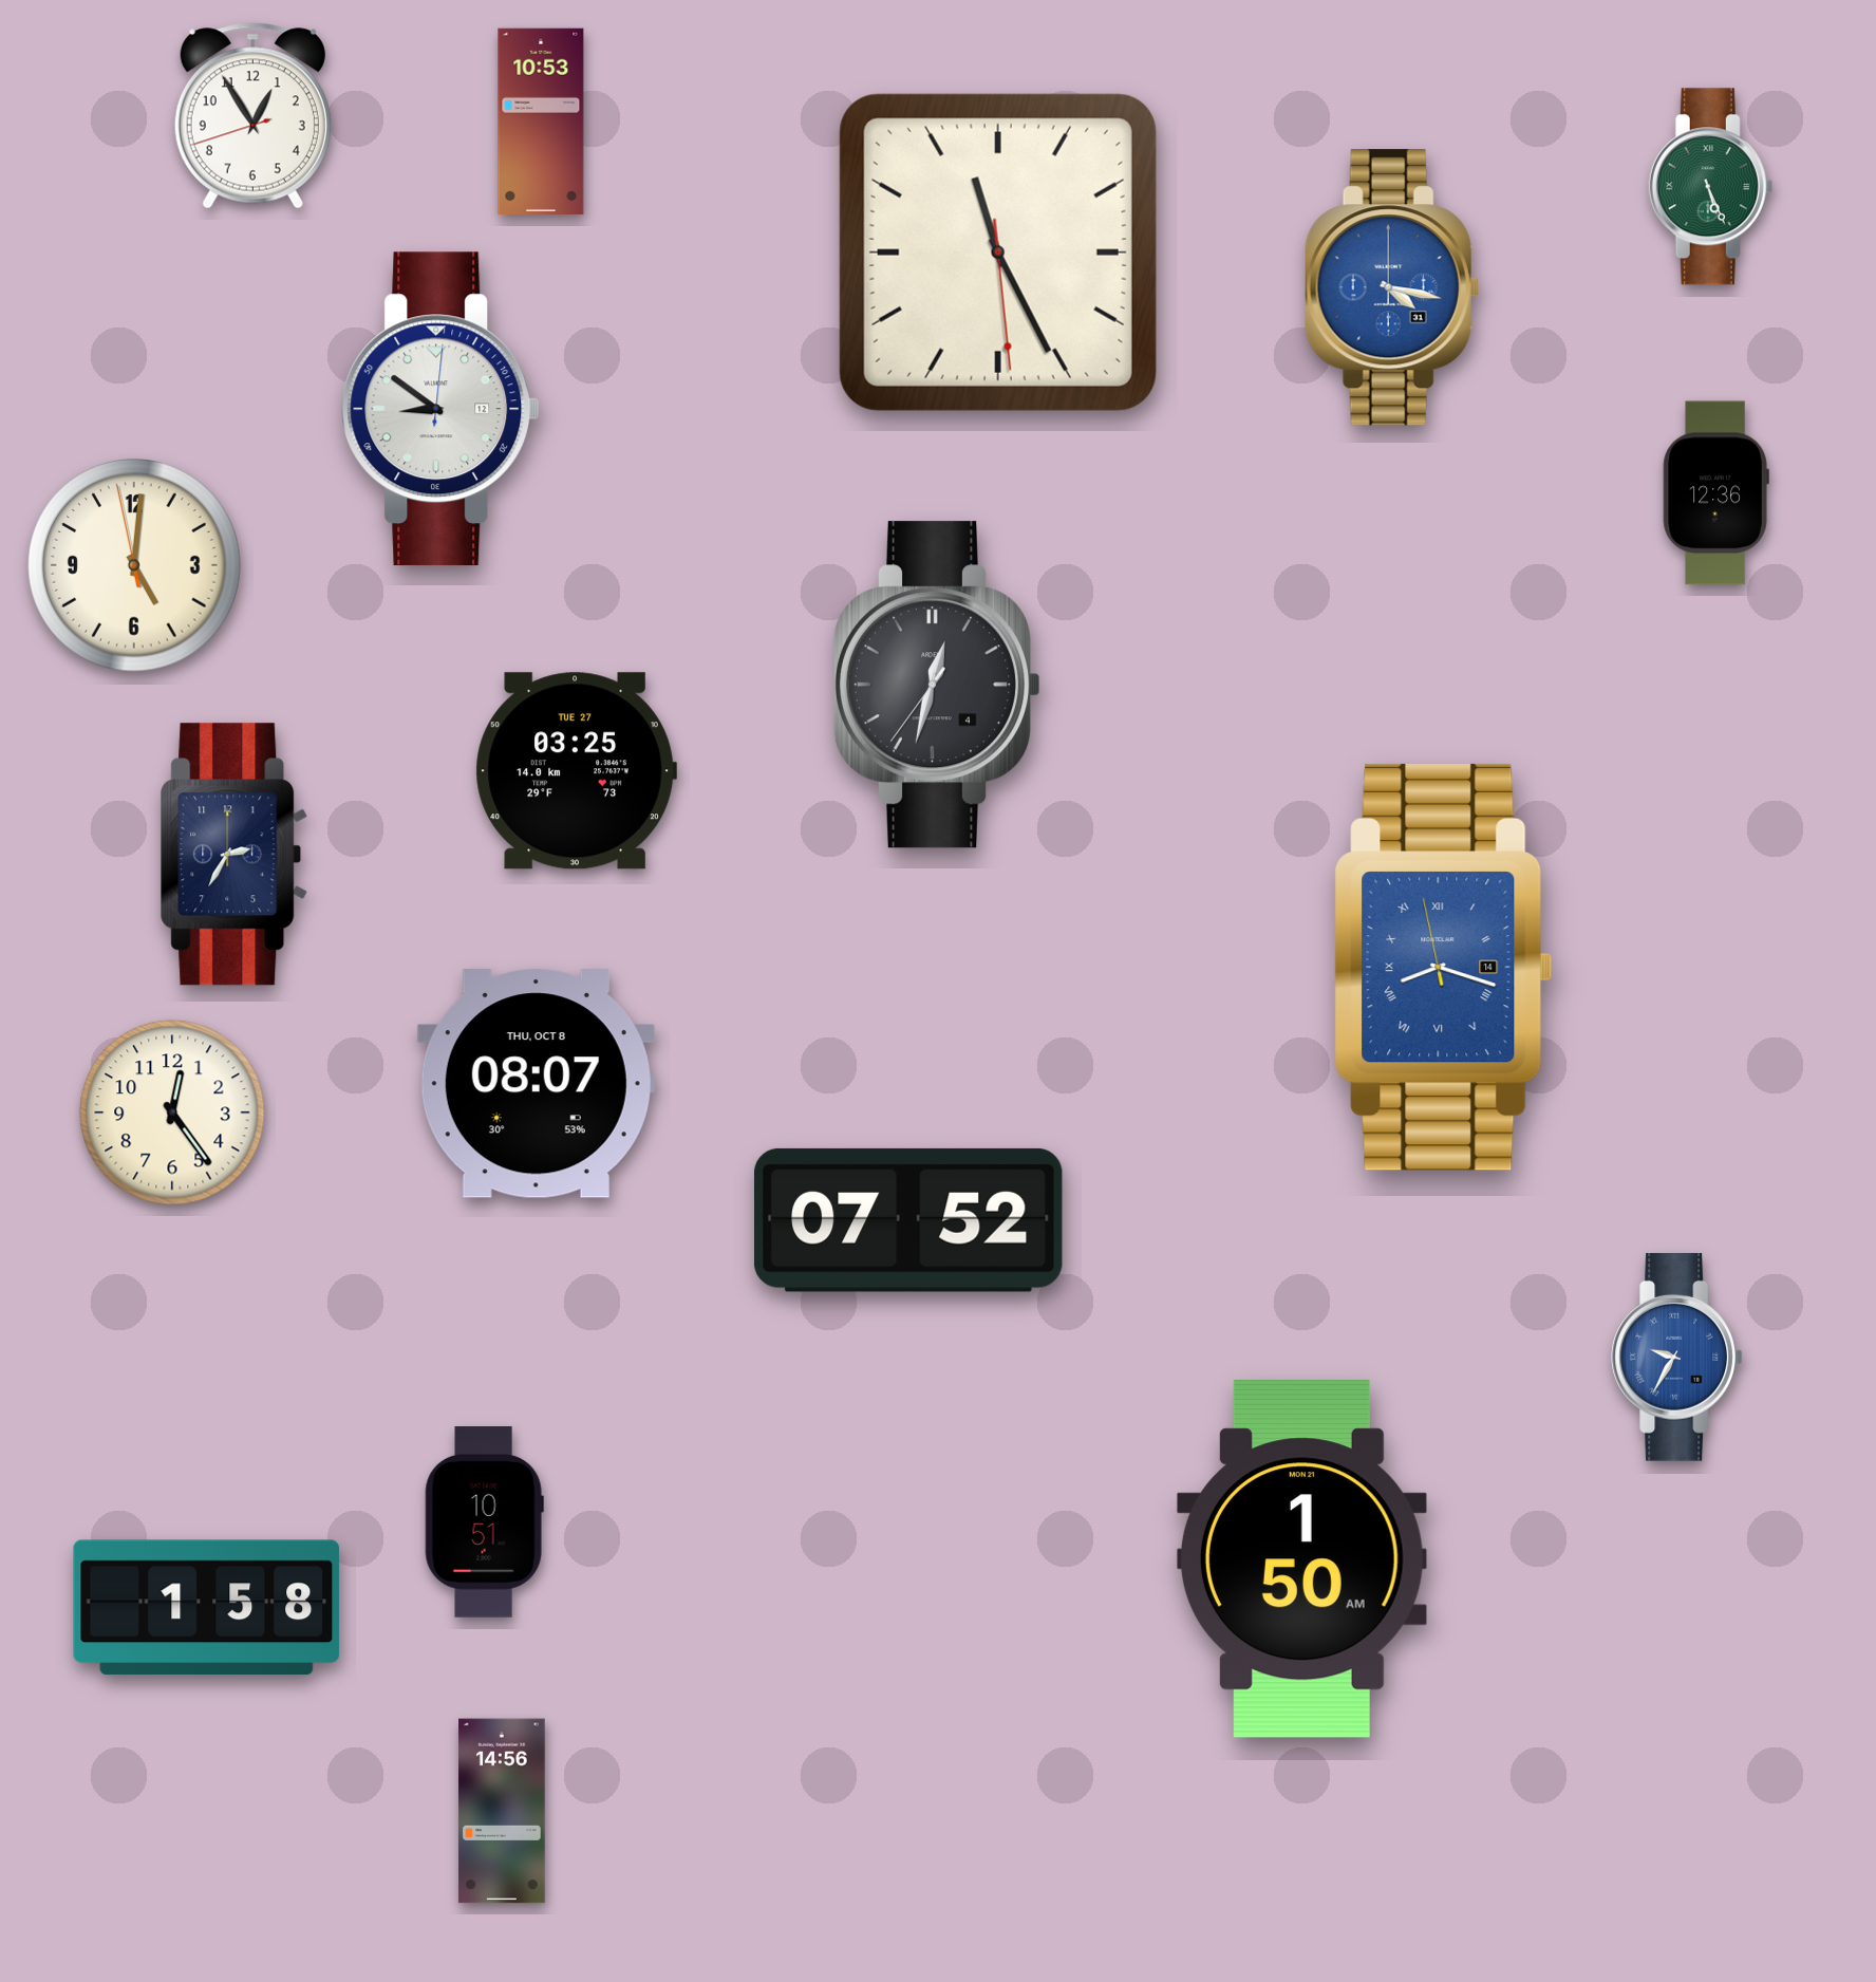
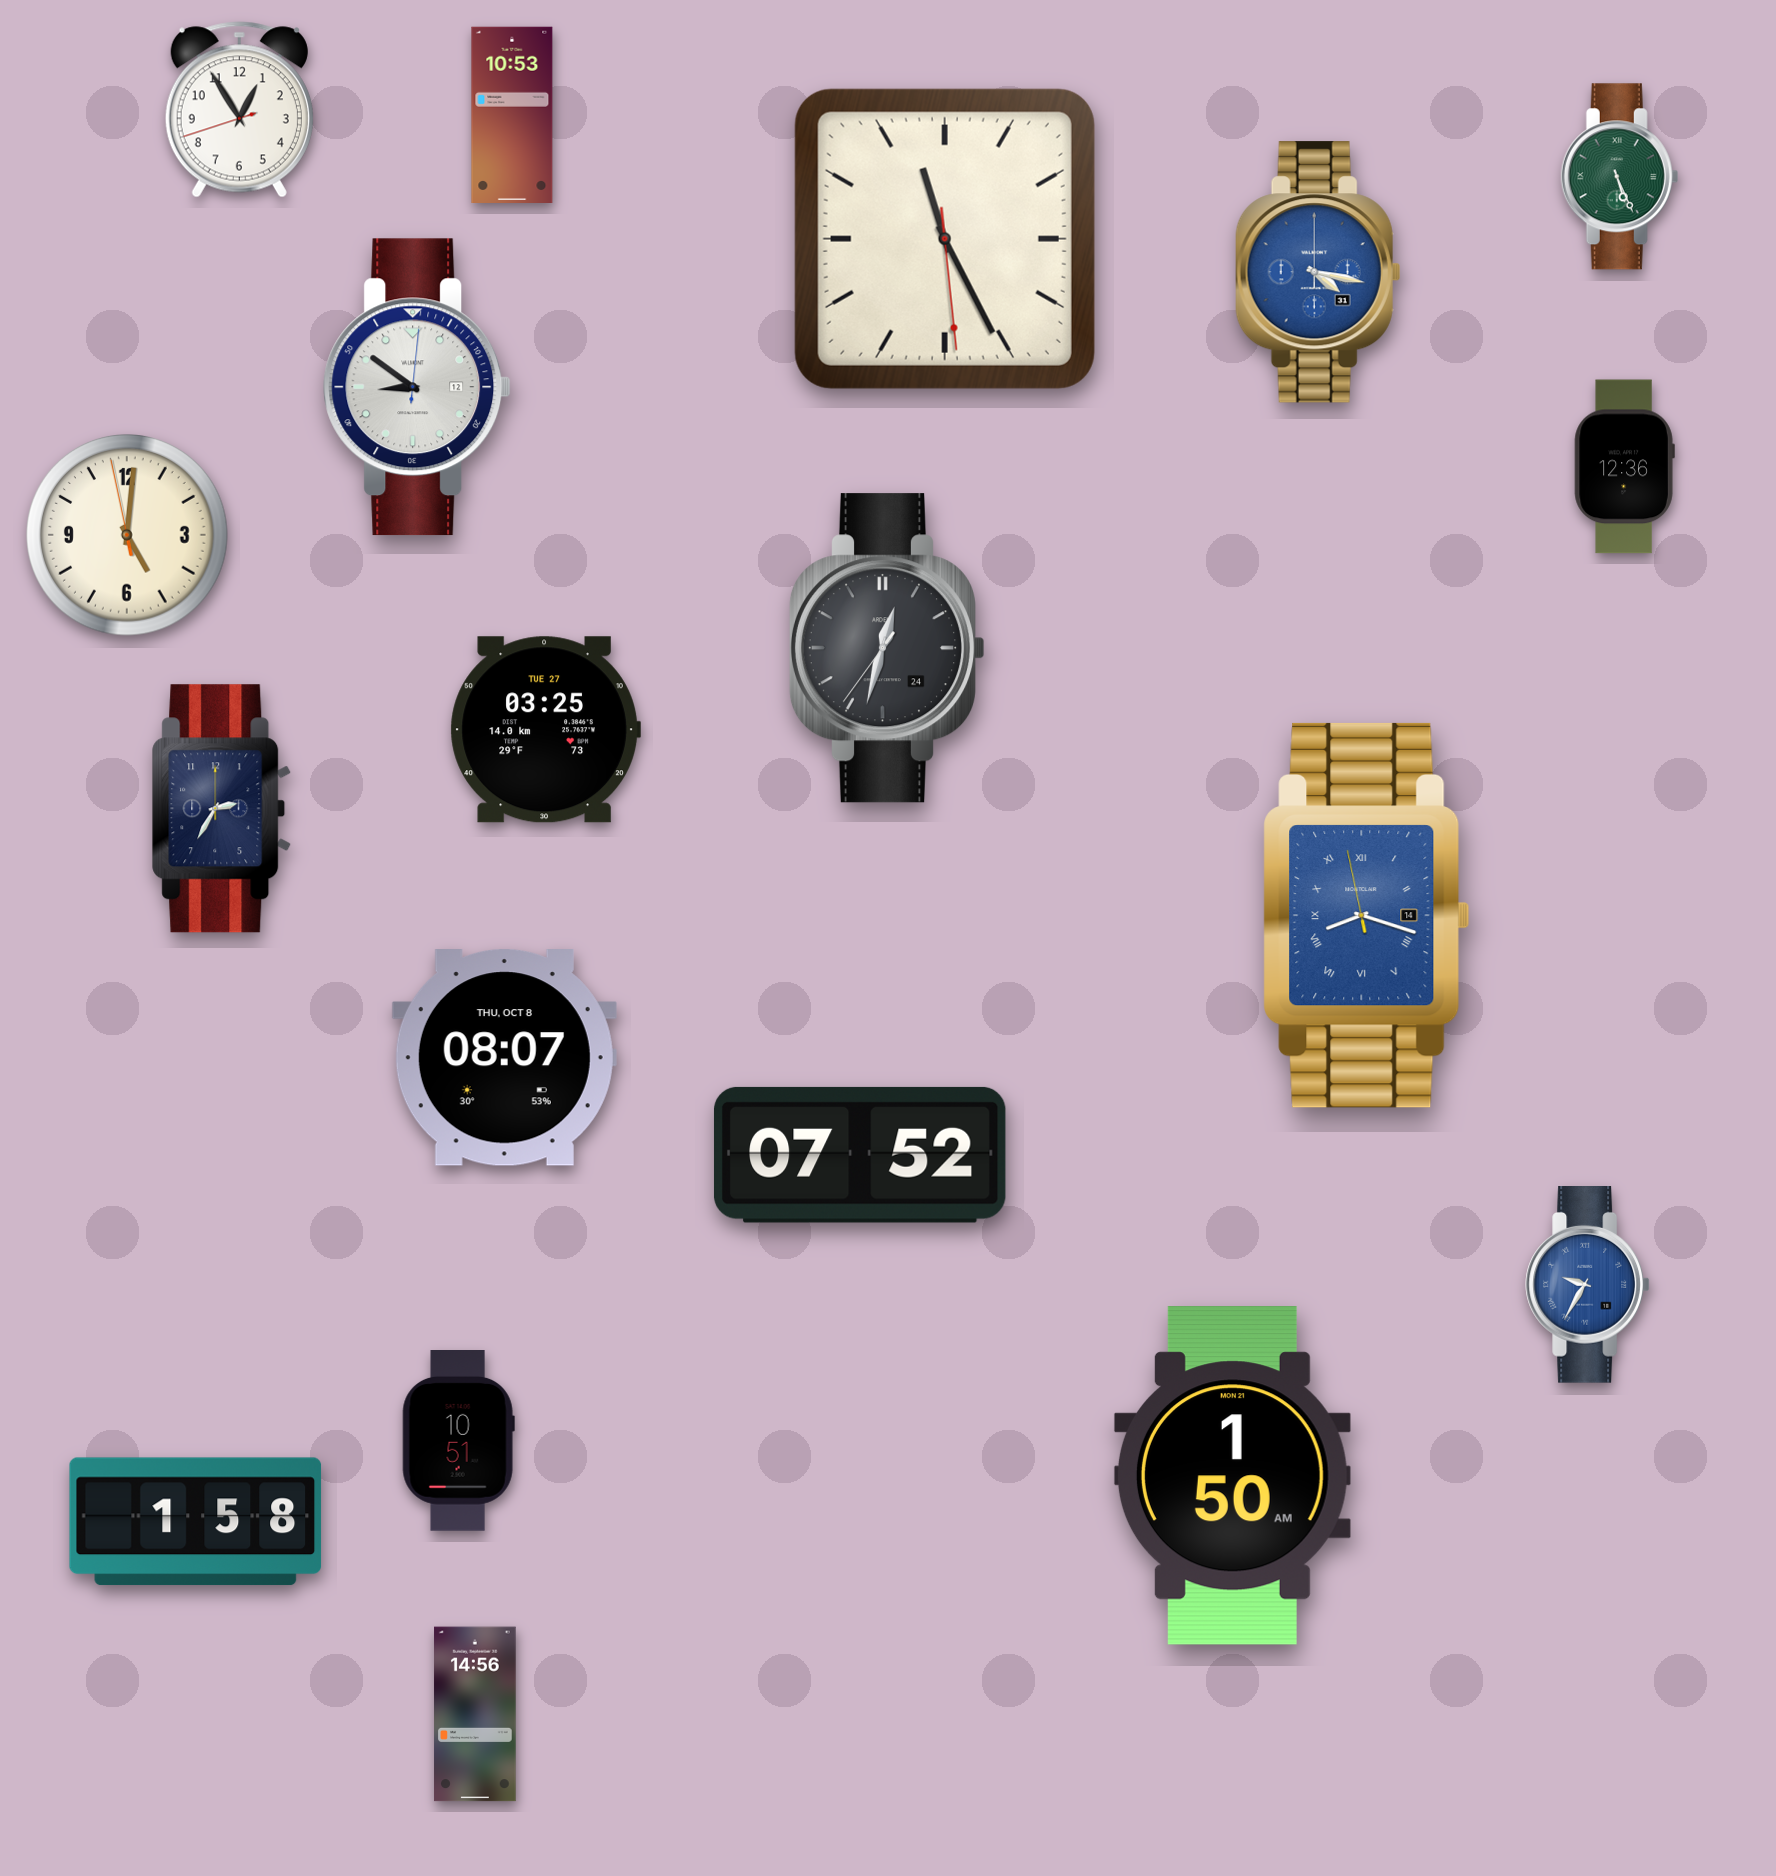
clock at (937, 685) date: 4 -> 24
clock at (536, 1084) position: (536, 1084) -> (504, 1058)
clock at (172, 1112): 12:24 -> none
